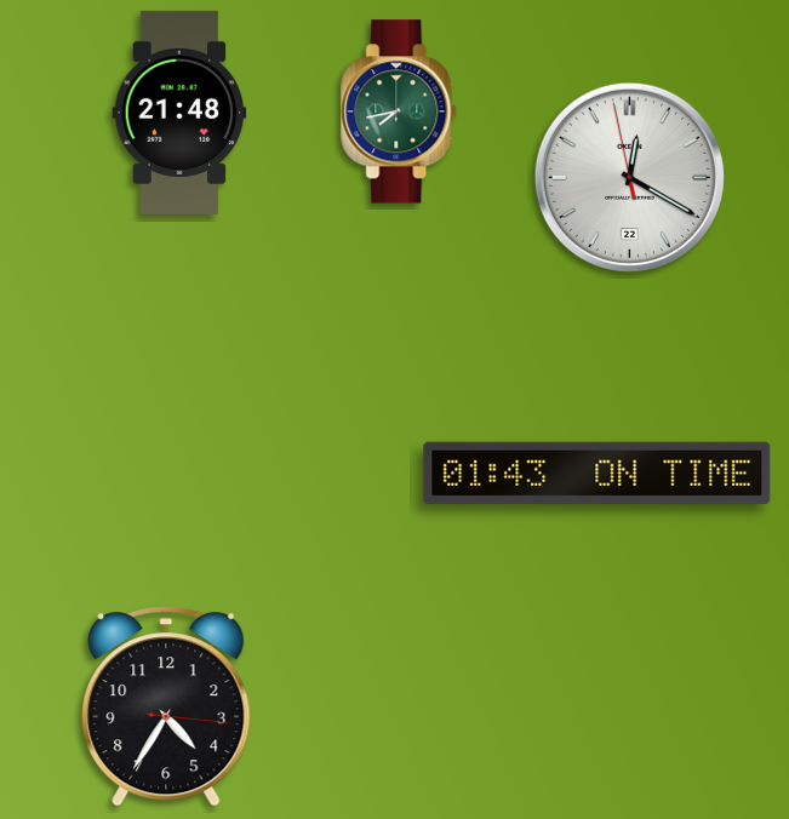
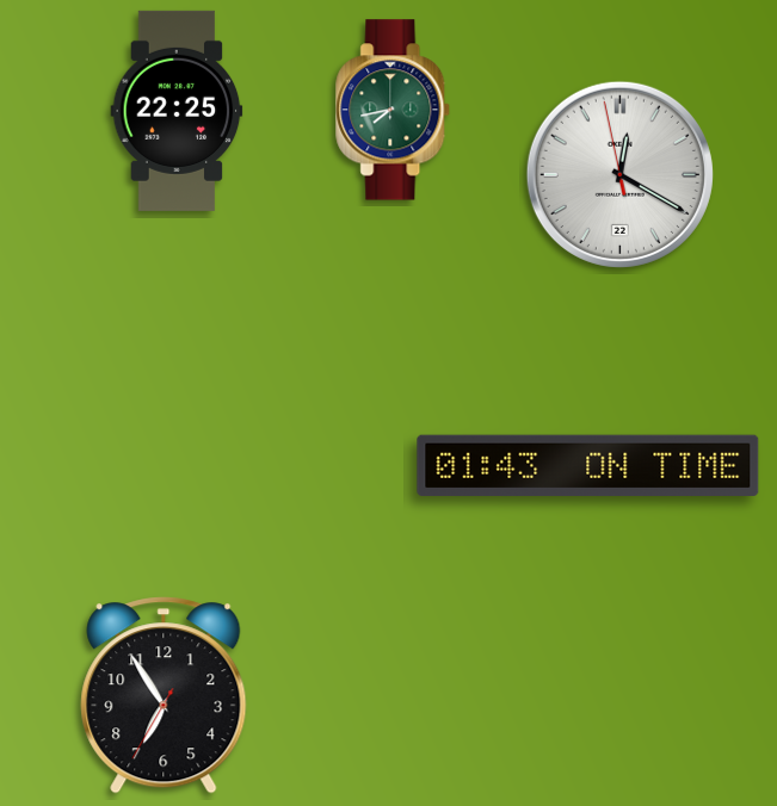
clock at (179, 113): 21:48 -> 22:25
clock at (166, 706): 4:35 -> 6:54
